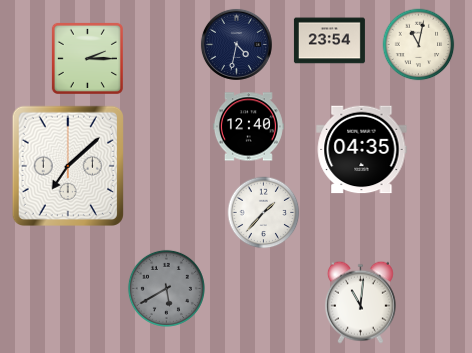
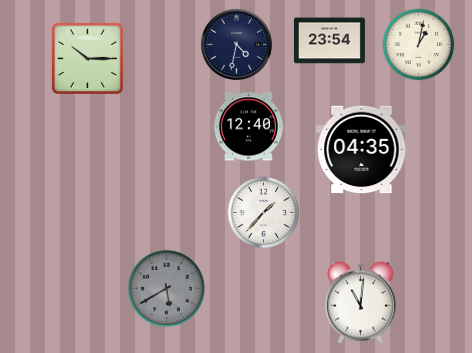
clock at (419, 45): 11:02 -> 1:02
clock at (87, 58): 2:15 -> 10:15
clock at (68, 166): 7:08 -> none
